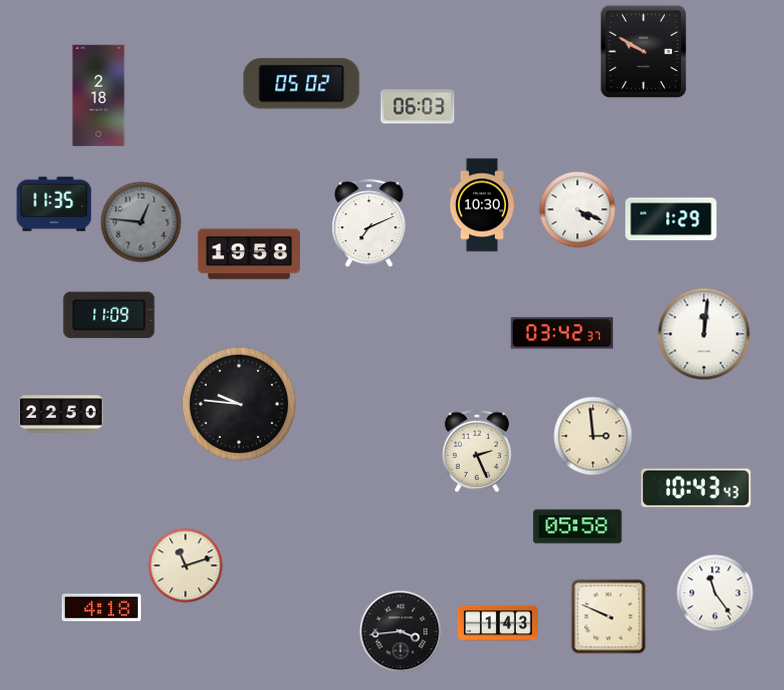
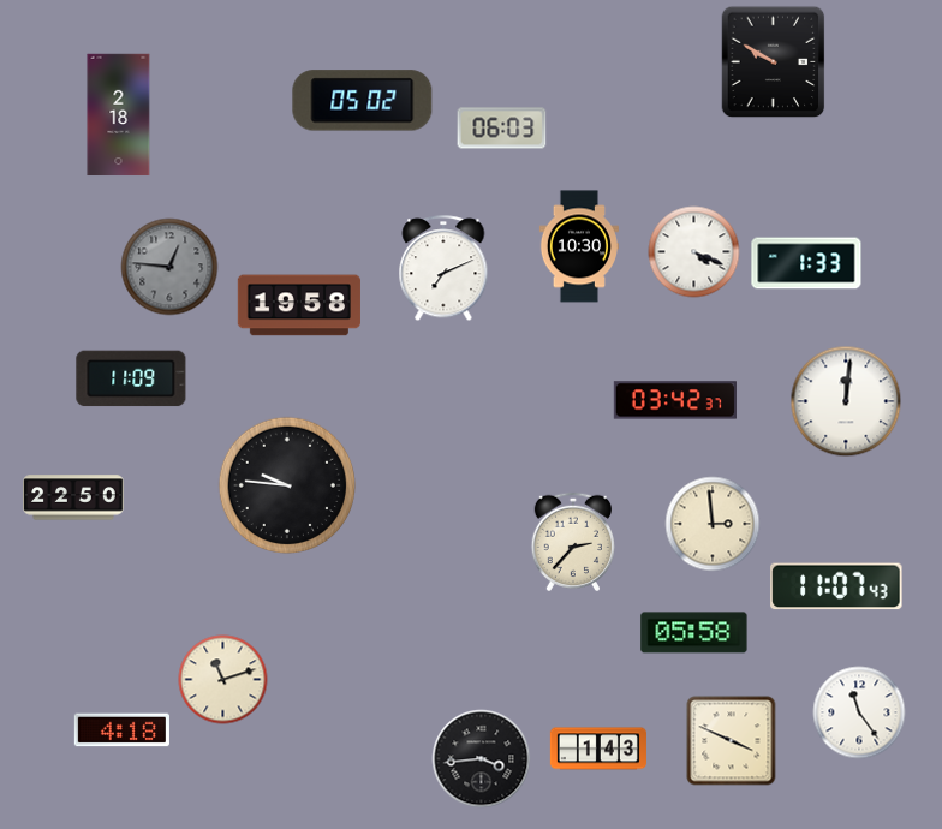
clock at (54, 204): 11:35 -> none
clock at (671, 219): 1:29 -> 1:33
clock at (476, 450): 2:26 -> 2:37
clock at (696, 488): 10:43 -> 11:07
clock at (609, 617): 9:49 -> 3:49
